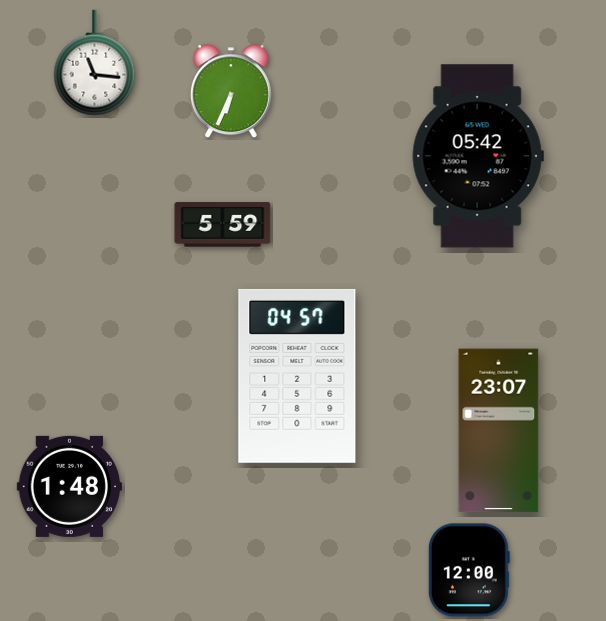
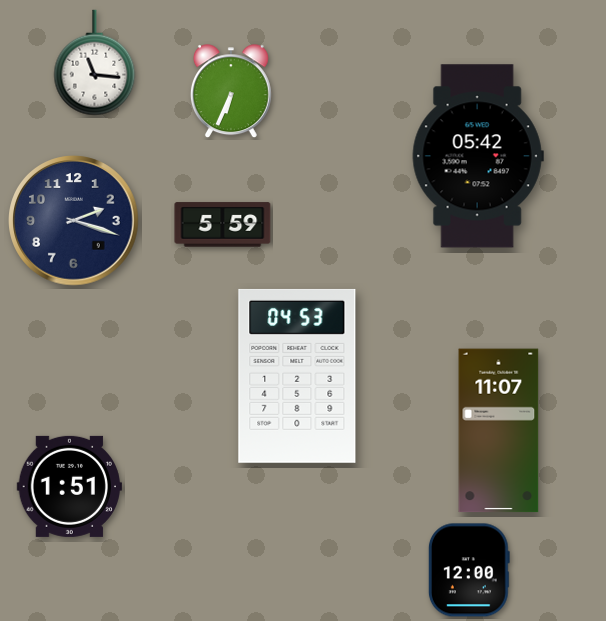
clock at (74, 221): none -> 2:18
clock at (297, 376): 04:57 -> 04:53
clock at (499, 431): 23:07 -> 11:07
clock at (69, 486): 1:48 -> 1:51
